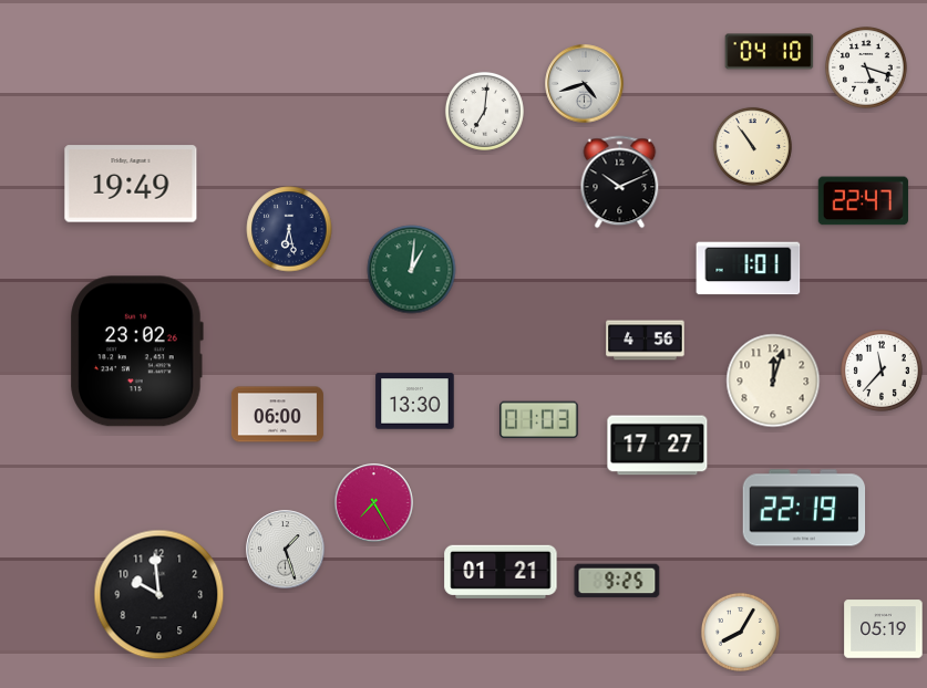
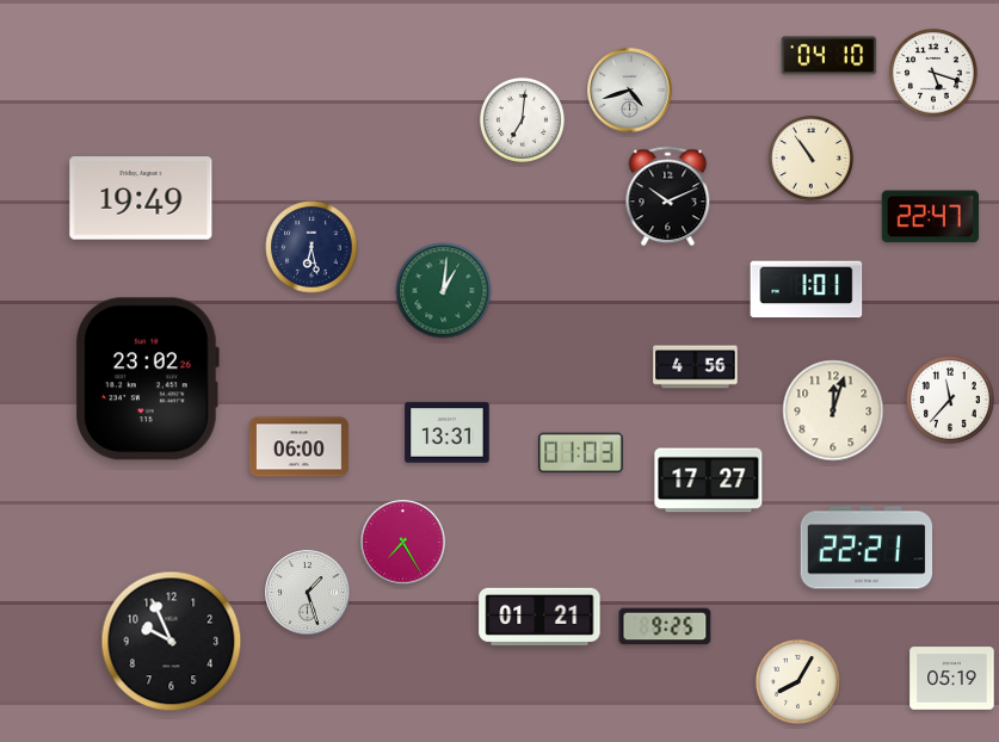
clock at (415, 402): 13:30 -> 13:31
clock at (804, 508): 22:19 -> 22:21
clock at (159, 595): 9:59 -> 9:56
